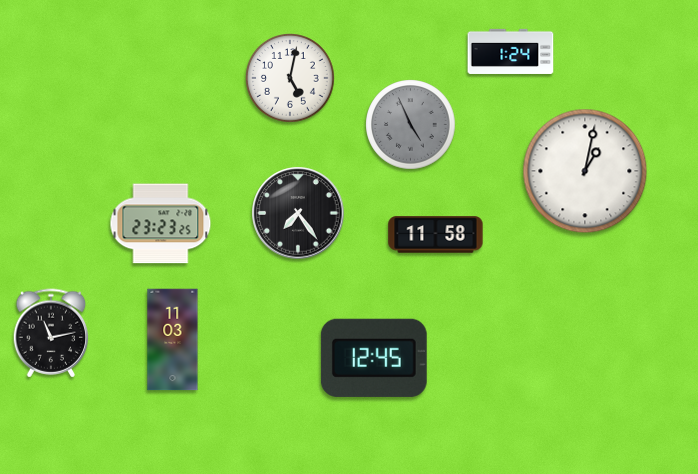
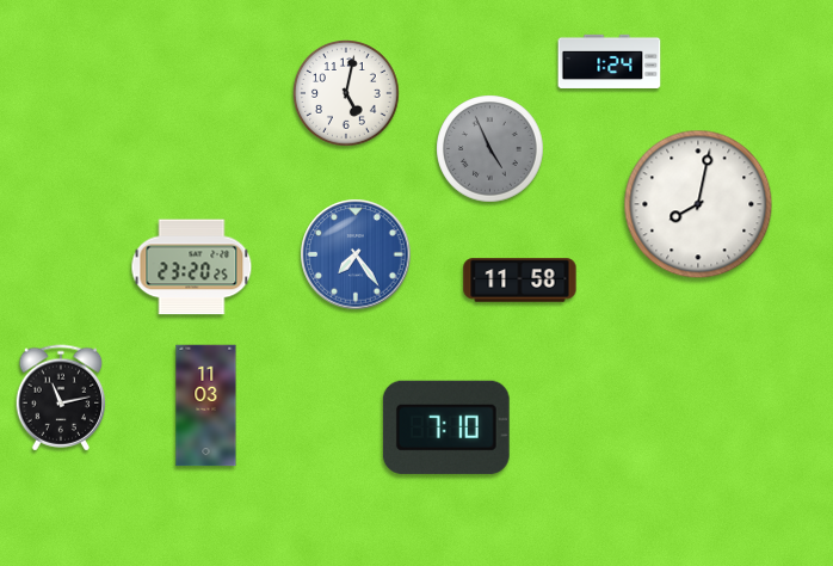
clock at (585, 171): 1:02 -> 8:02
clock at (298, 213) dial: black -> blue
clock at (161, 224): 23:23 -> 23:20
clock at (374, 358): 12:45 -> 7:10
